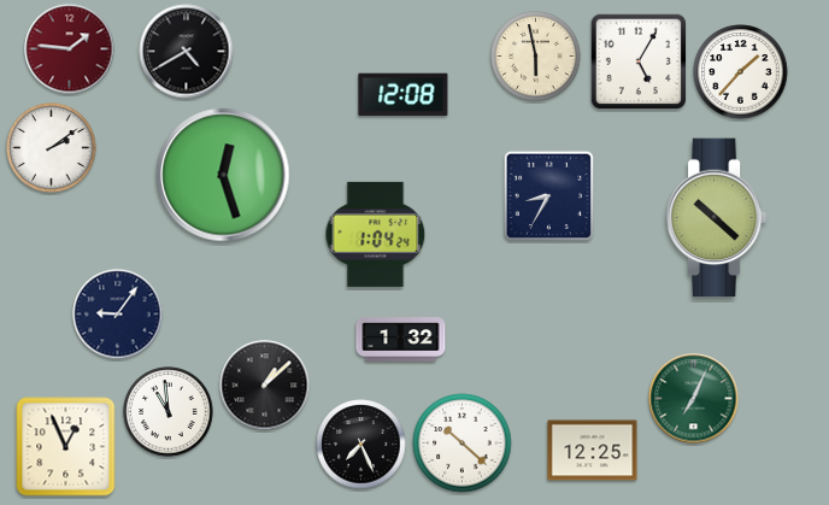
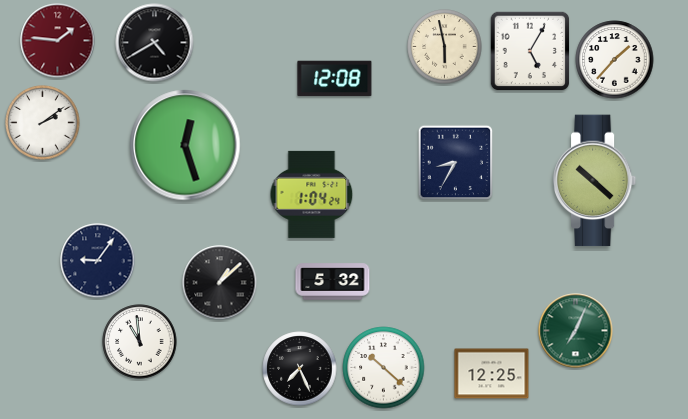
clock at (401, 340): 1:32 -> 5:32
clock at (265, 386) position: (265, 386) -> (220, 283)
clock at (66, 447): 12:56 -> none
